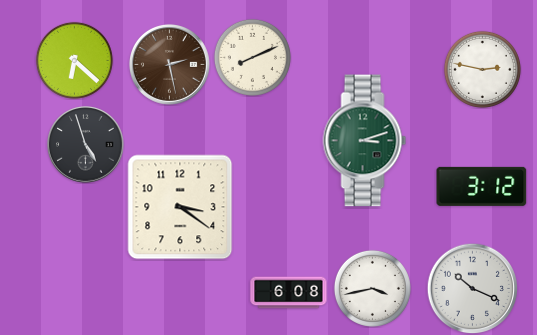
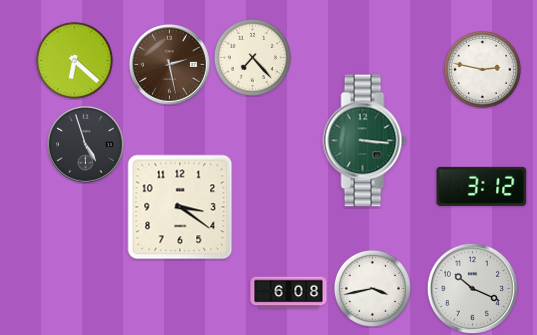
clock at (252, 57): 8:11 -> 7:23
clock at (365, 141): 3:12 -> 3:16
